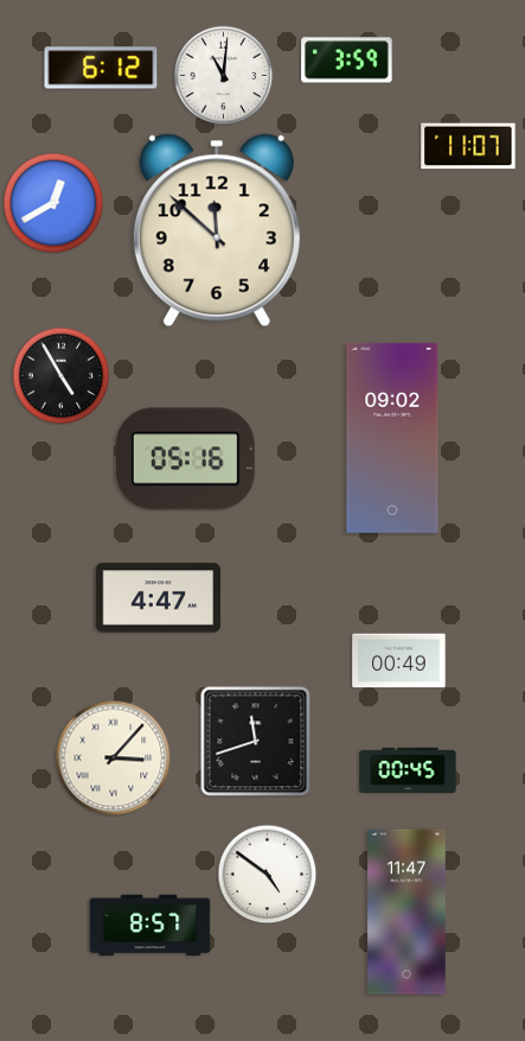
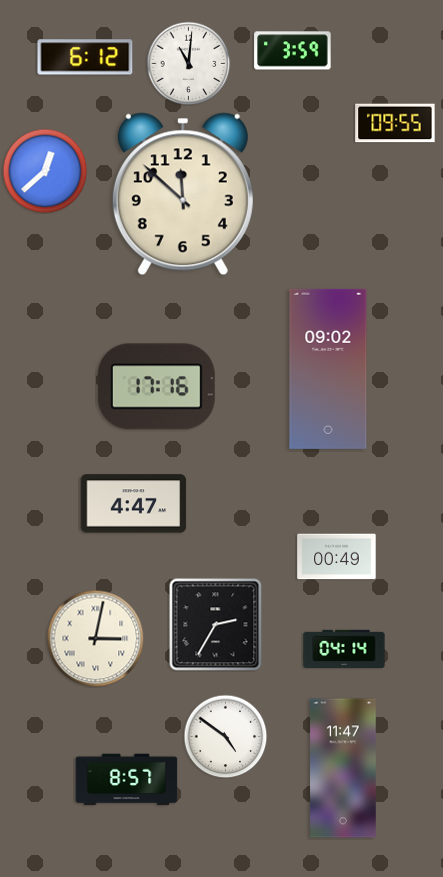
clock at (468, 146): 11:07 -> 09:55
clock at (53, 203): 12:40 -> 12:38
clock at (60, 375): 4:55 -> none
clock at (392, 438) position: (392, 438) -> (328, 369)
clock at (185, 459): 05:16 -> 17:16
clock at (255, 741): 11:42 -> 2:35
clock at (113, 757): 3:07 -> 3:02
clock at (408, 770): 00:45 -> 04:14
